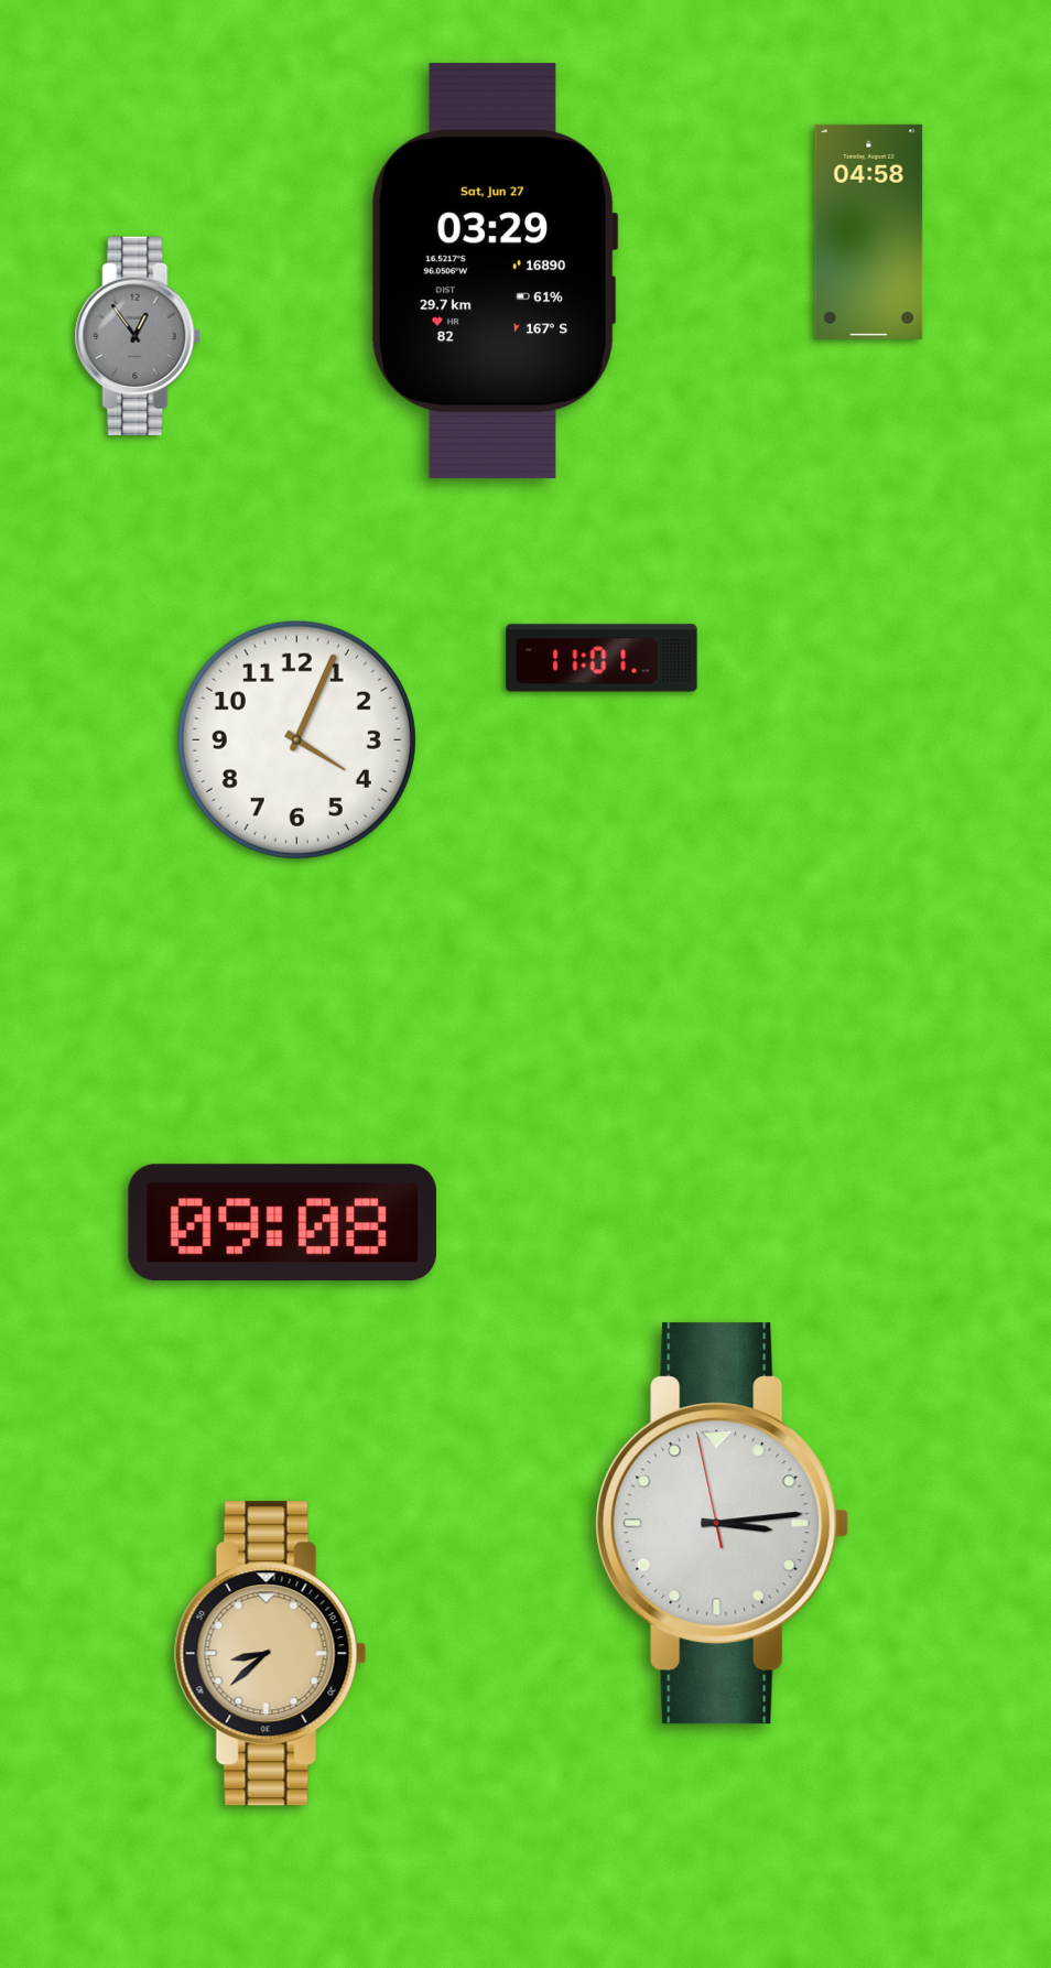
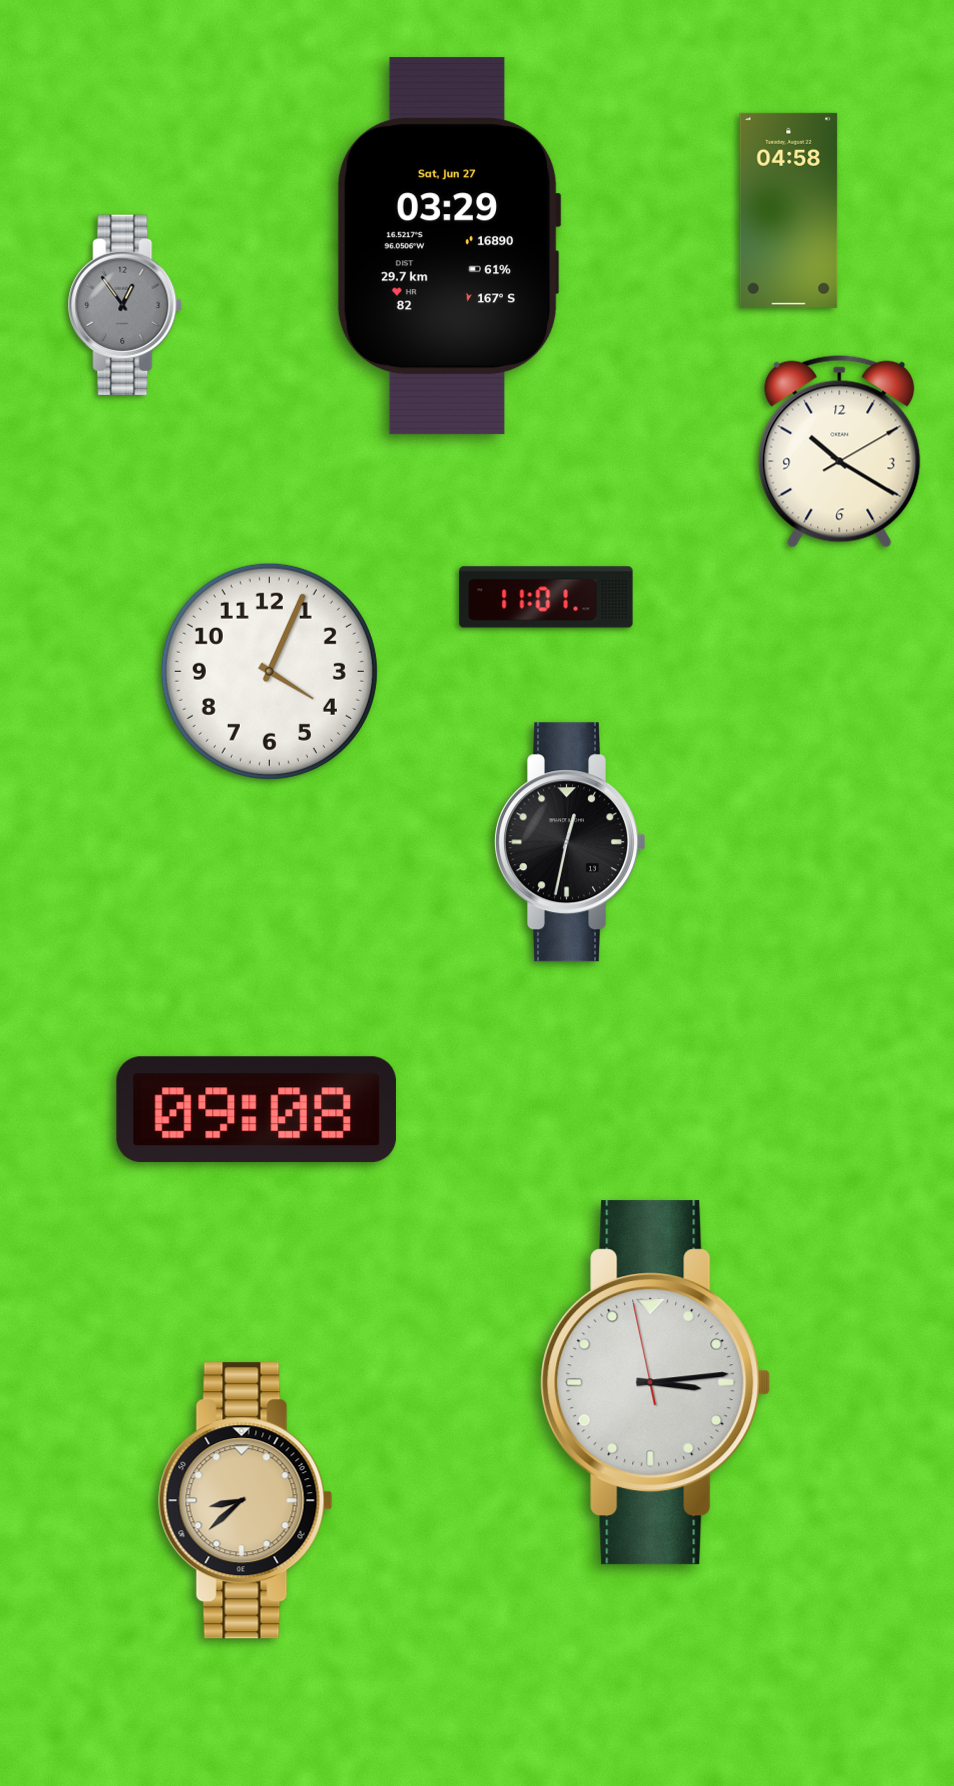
clock at (840, 451): none -> 10:20
clock at (570, 842): none -> 12:32
